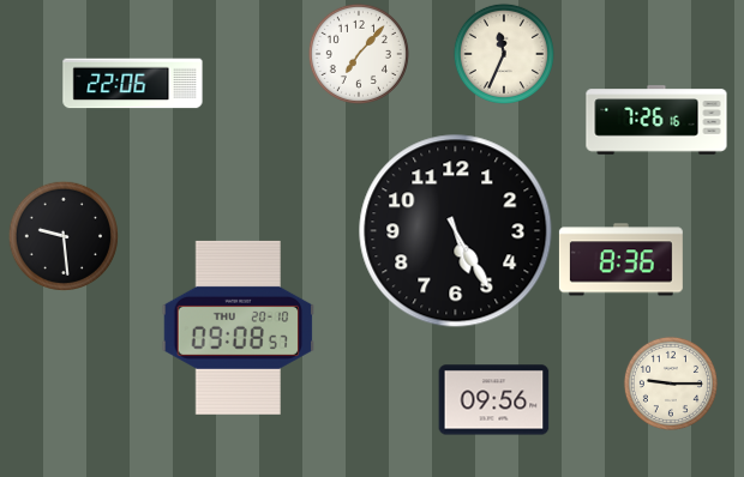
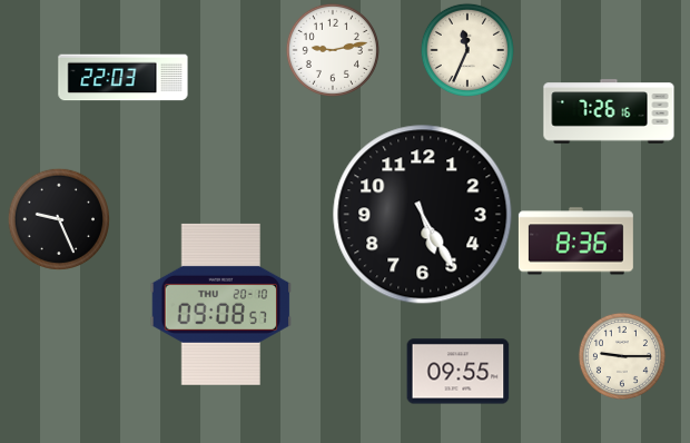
clock at (359, 54): 7:07 -> 9:13
clock at (133, 84): 22:06 -> 22:03
clock at (62, 235): 9:29 -> 9:26
clock at (494, 400): 09:56 -> 09:55
